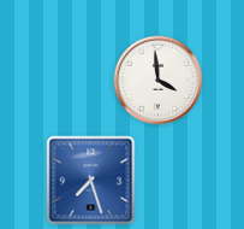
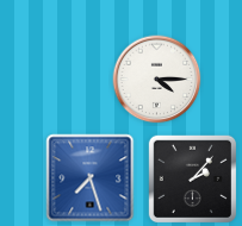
clock at (159, 81): 3:59 -> 4:15
clock at (192, 178): none -> 2:07
